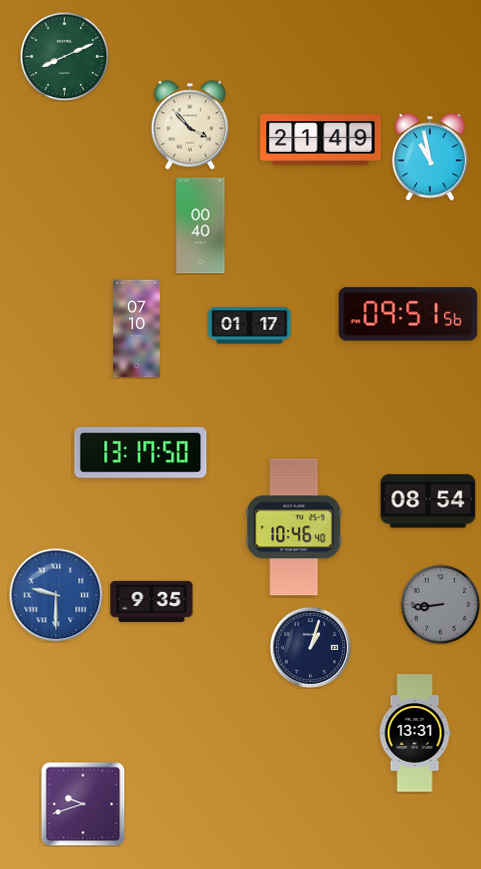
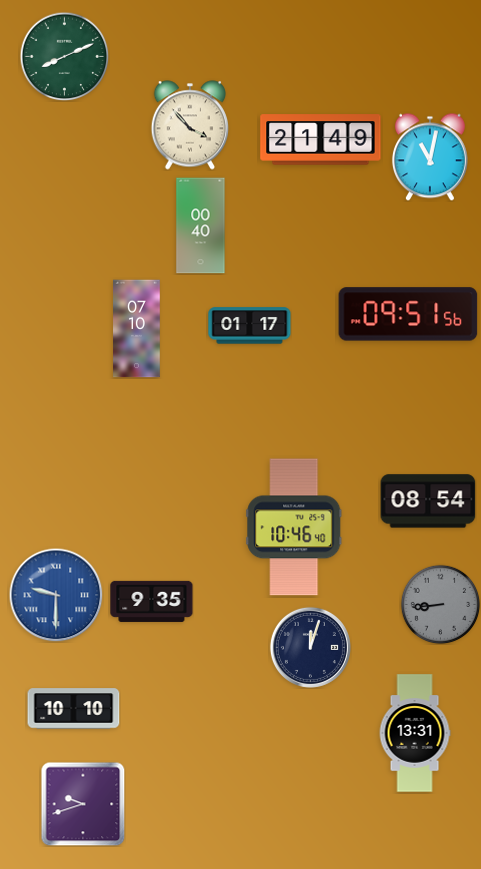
clock at (430, 157): 10:58 -> 11:02
clock at (141, 453): 13:17 -> none
clock at (310, 647): 1:03 -> 12:03
clock at (74, 709): none -> 10:10
